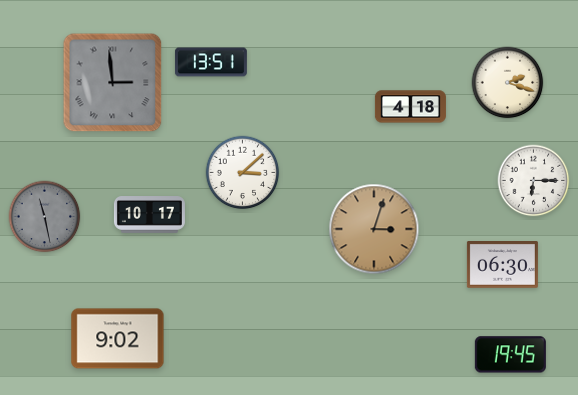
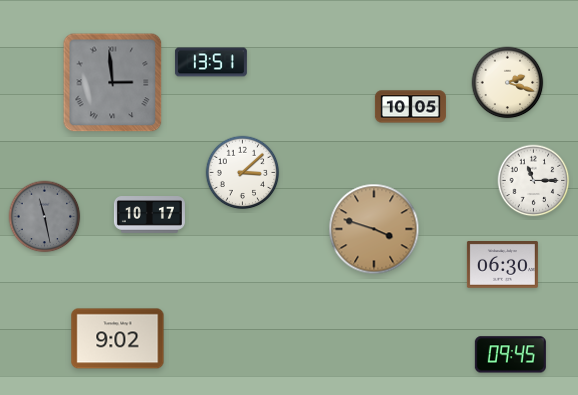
clock at (410, 107): 4:18 -> 10:05
clock at (534, 181): 6:15 -> 11:15
clock at (374, 229): 3:03 -> 3:48
clock at (510, 355): 19:45 -> 09:45
